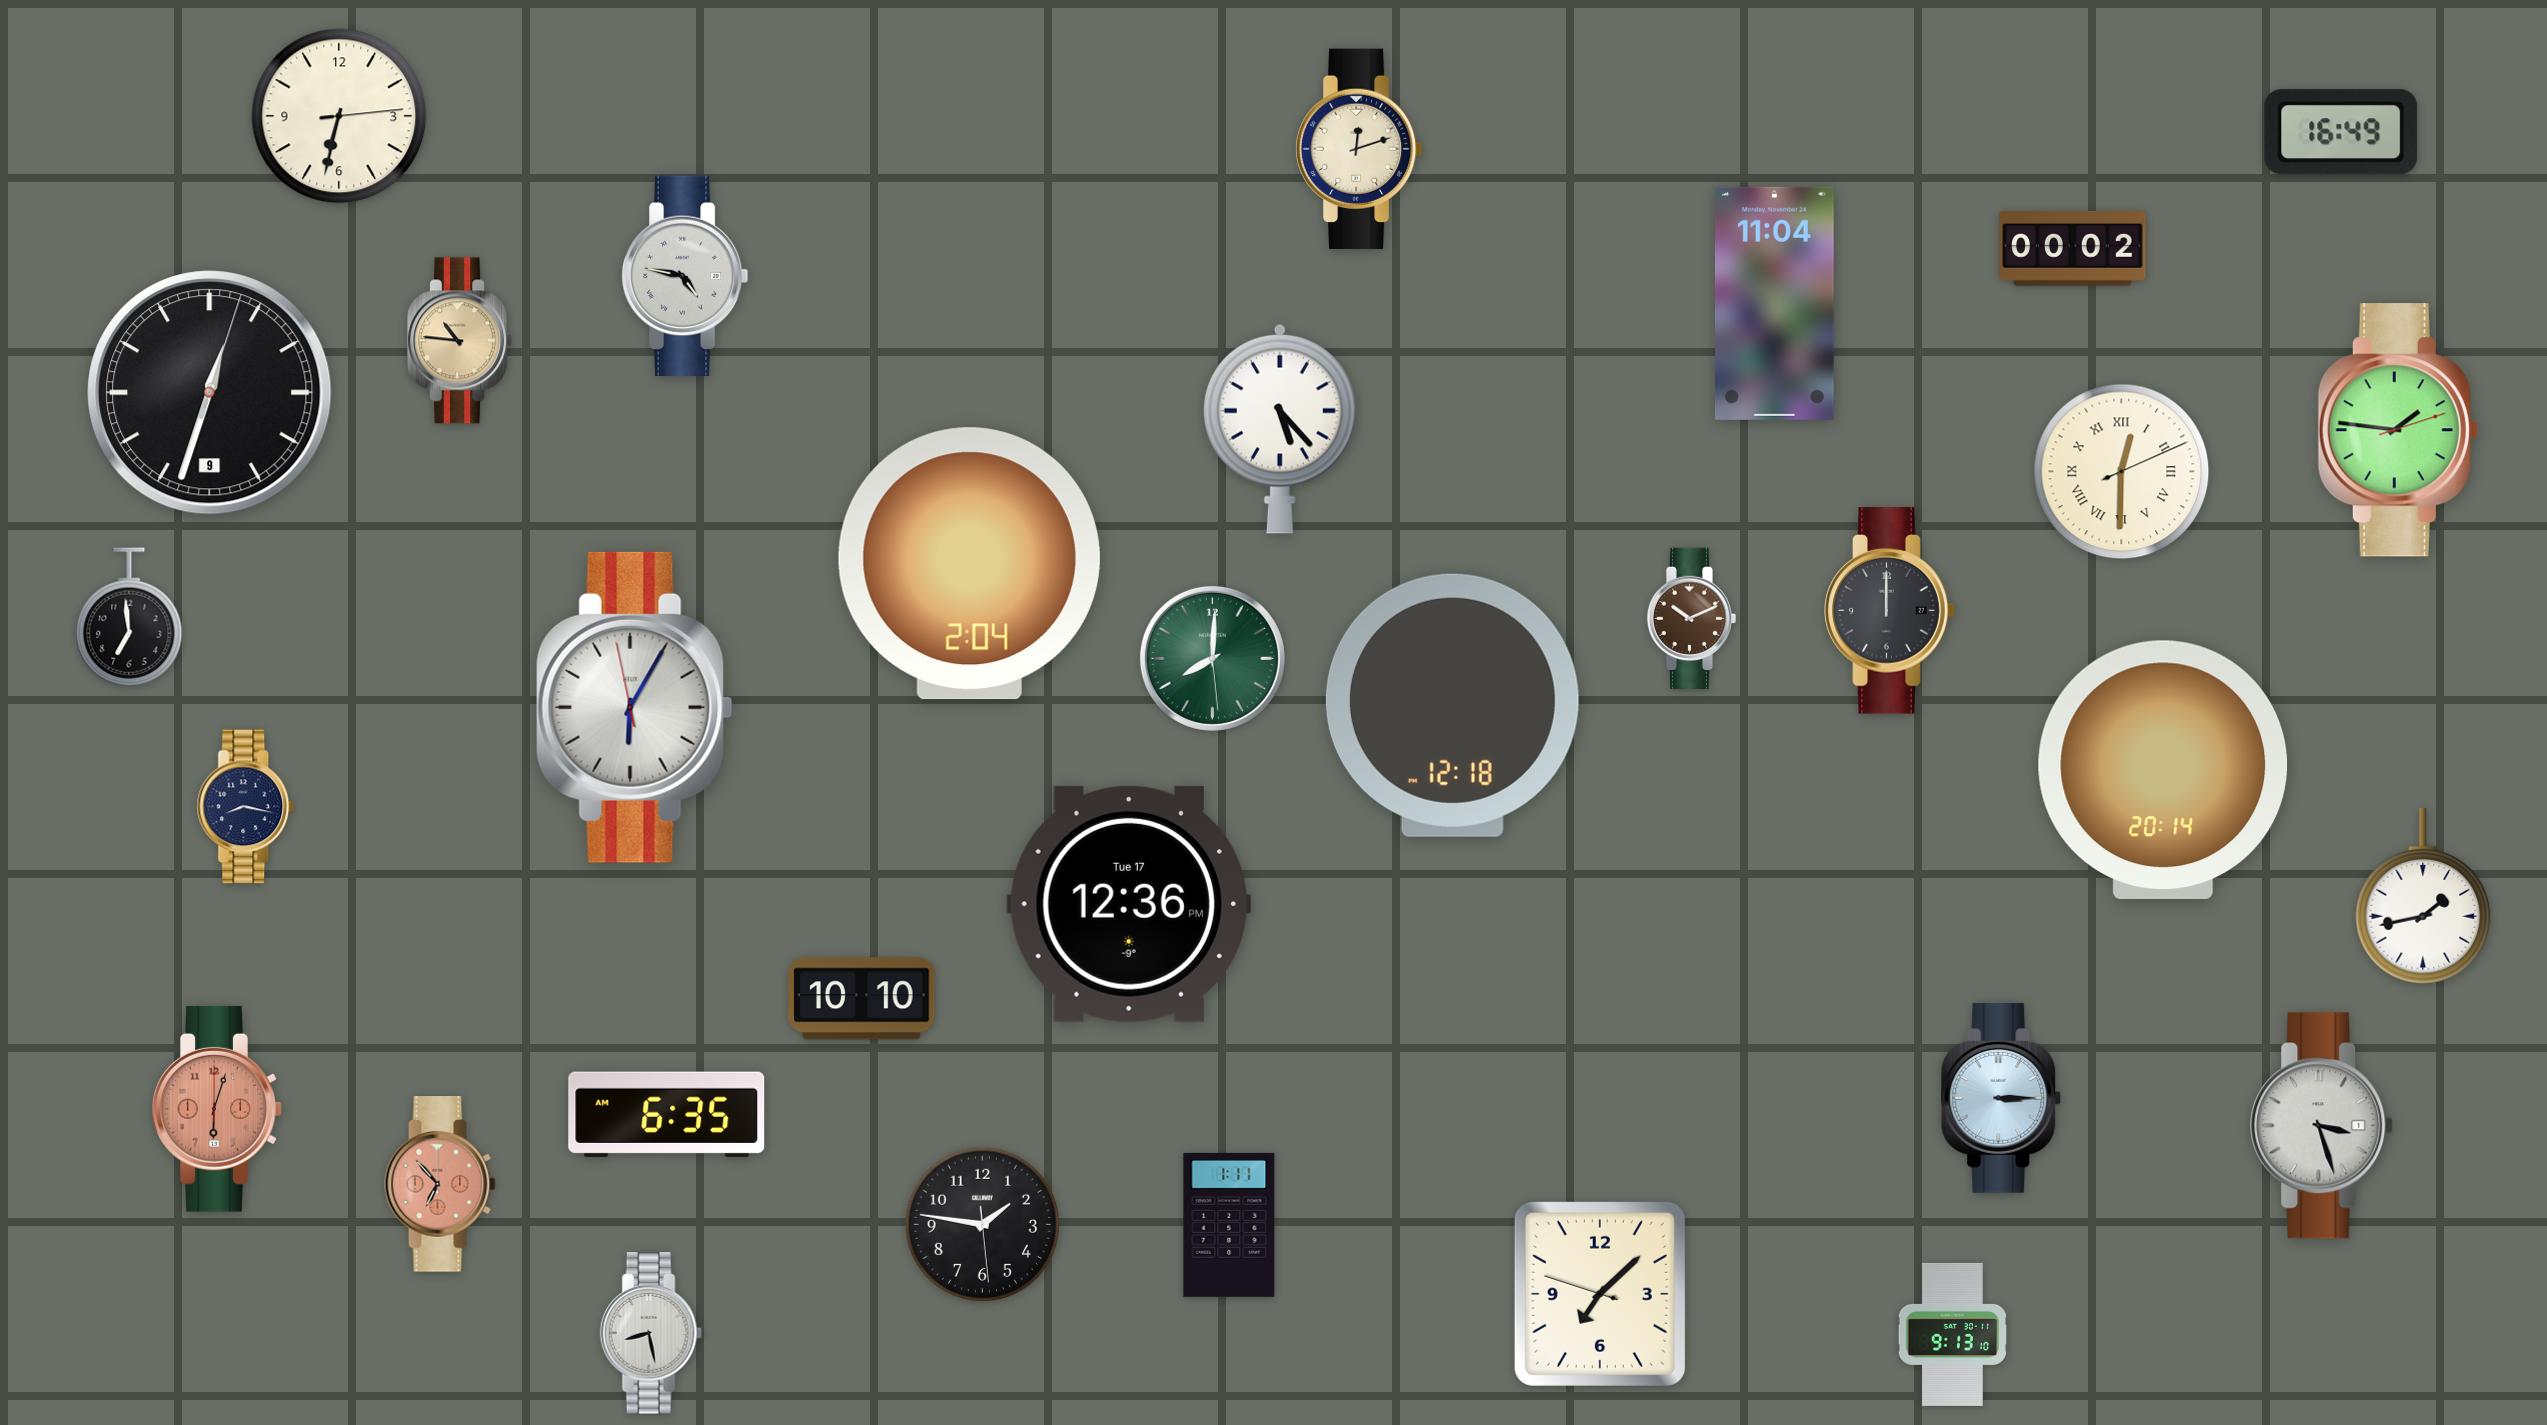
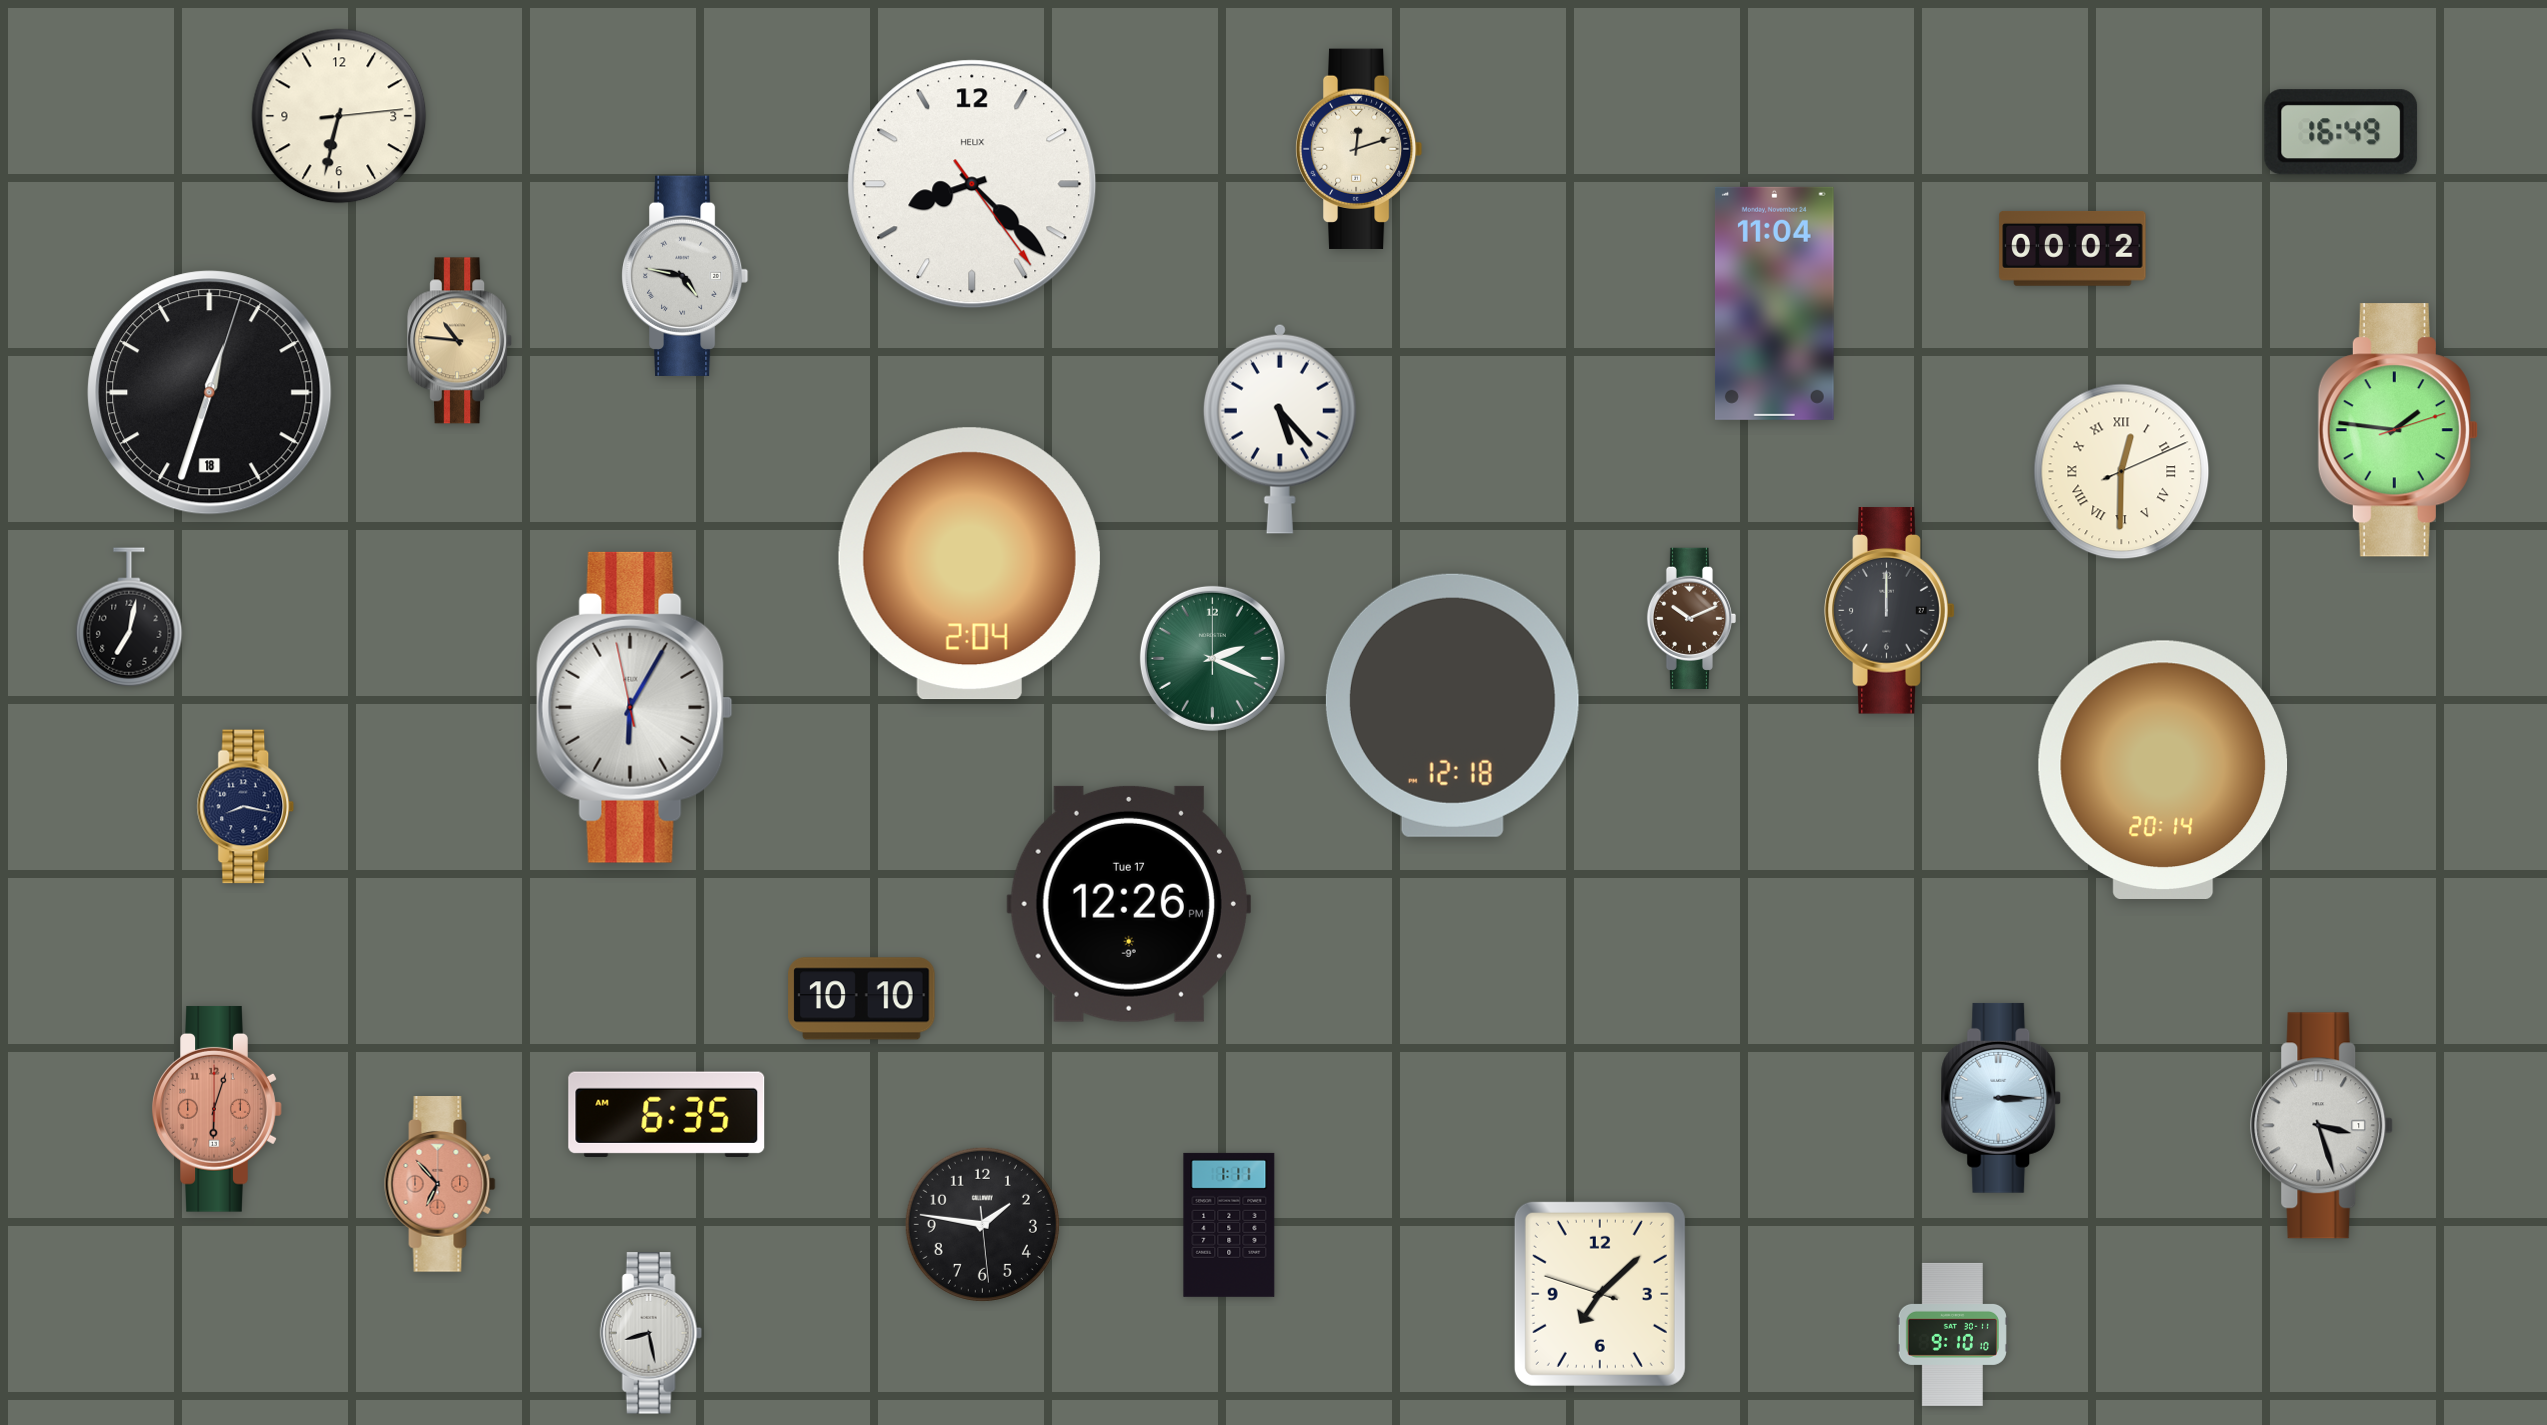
clock at (972, 184): none -> 8:22
clock at (210, 393) date: 9 -> 18
clock at (129, 617): 6:59 -> 7:02
clock at (1212, 658): 8:00 -> 2:19
clock at (2423, 897): 1:43 -> none
clock at (1129, 904): 12:36 -> 12:26
clock at (1952, 1334): 9:13 -> 9:10
